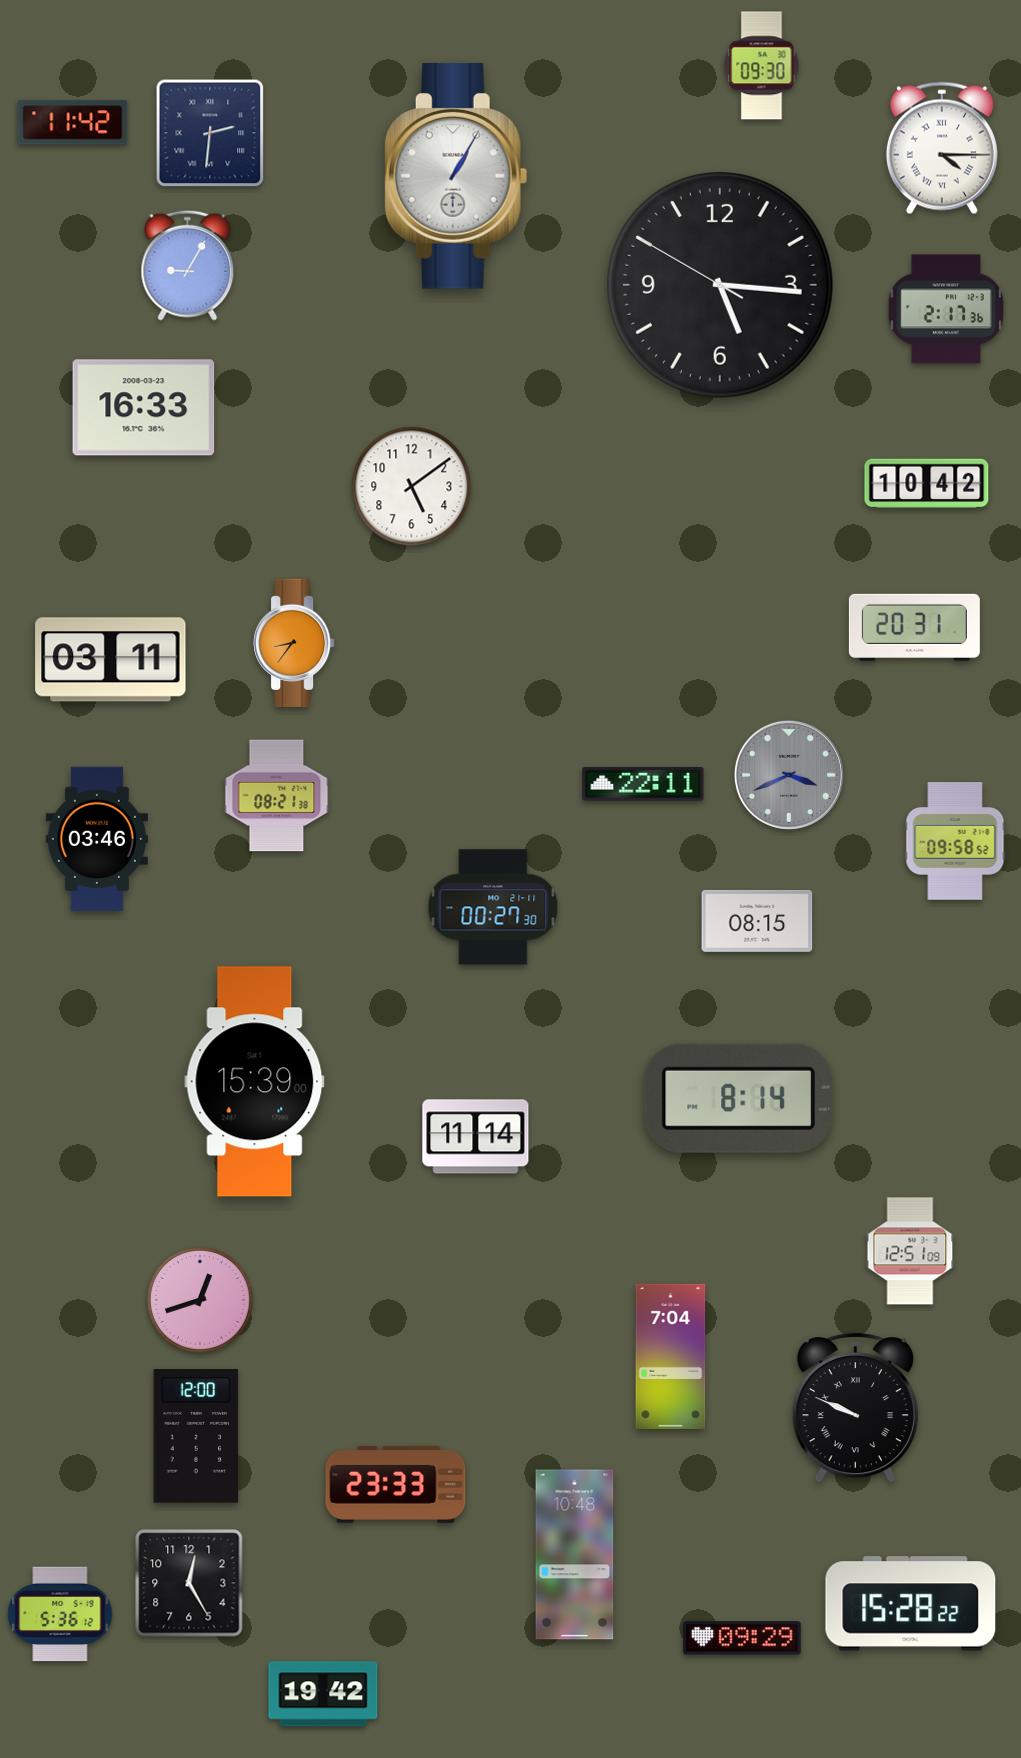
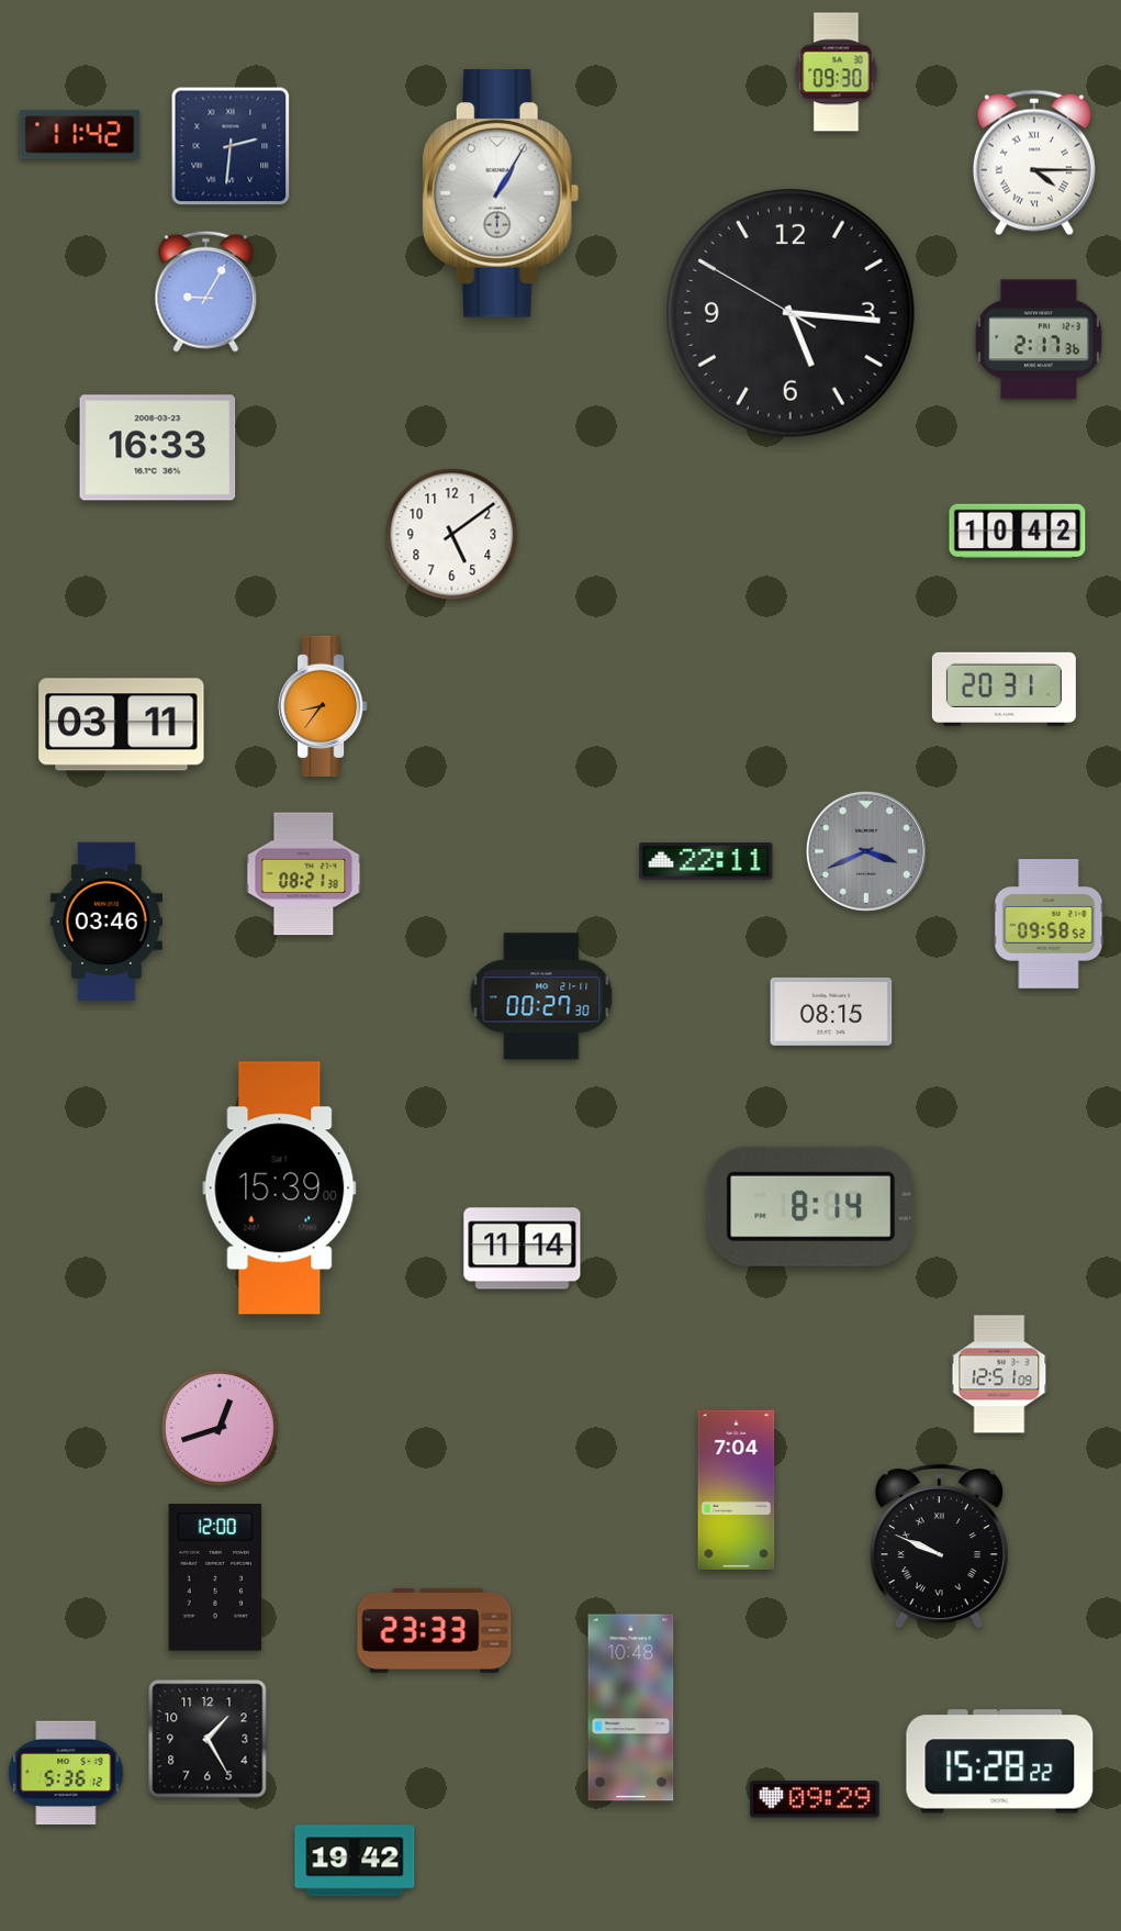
clock at (189, 1583): 12:25 -> 1:25
